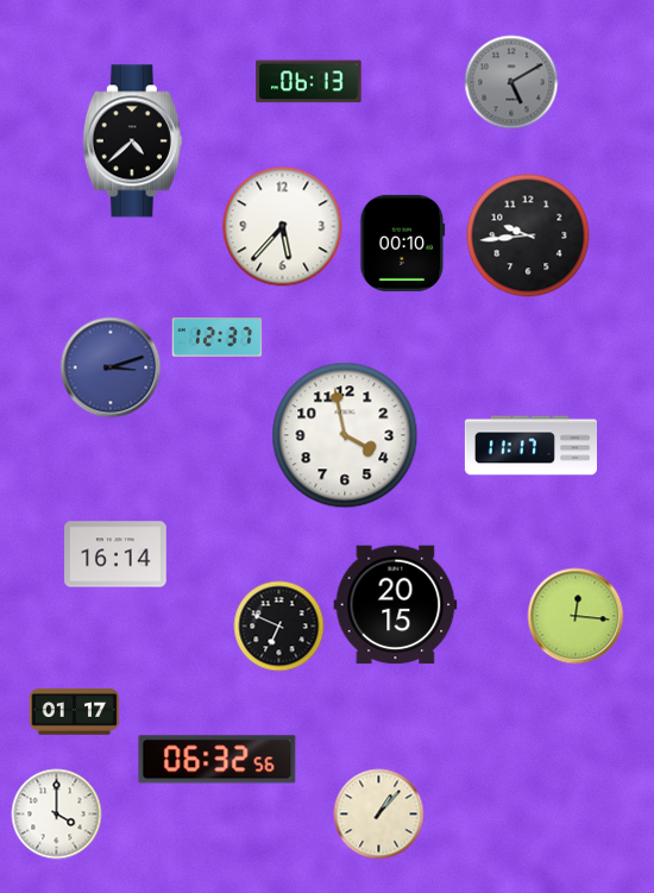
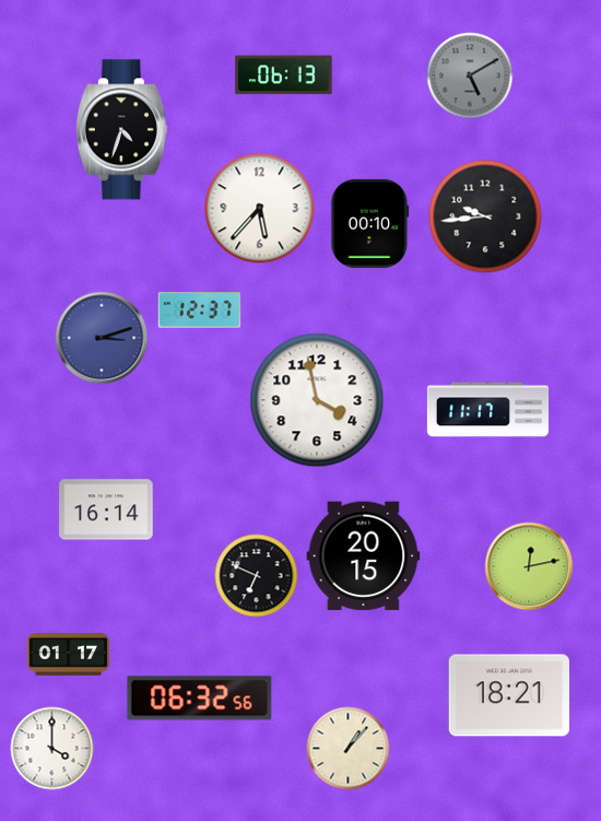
clock at (132, 142): 4:38 -> 4:33
clock at (576, 616): 12:16 -> 12:13
clock at (509, 695): none -> 18:21
